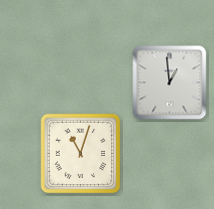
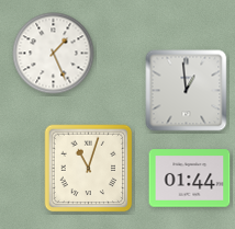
clock at (54, 54): none -> 1:26
clock at (190, 179): none -> 01:44
